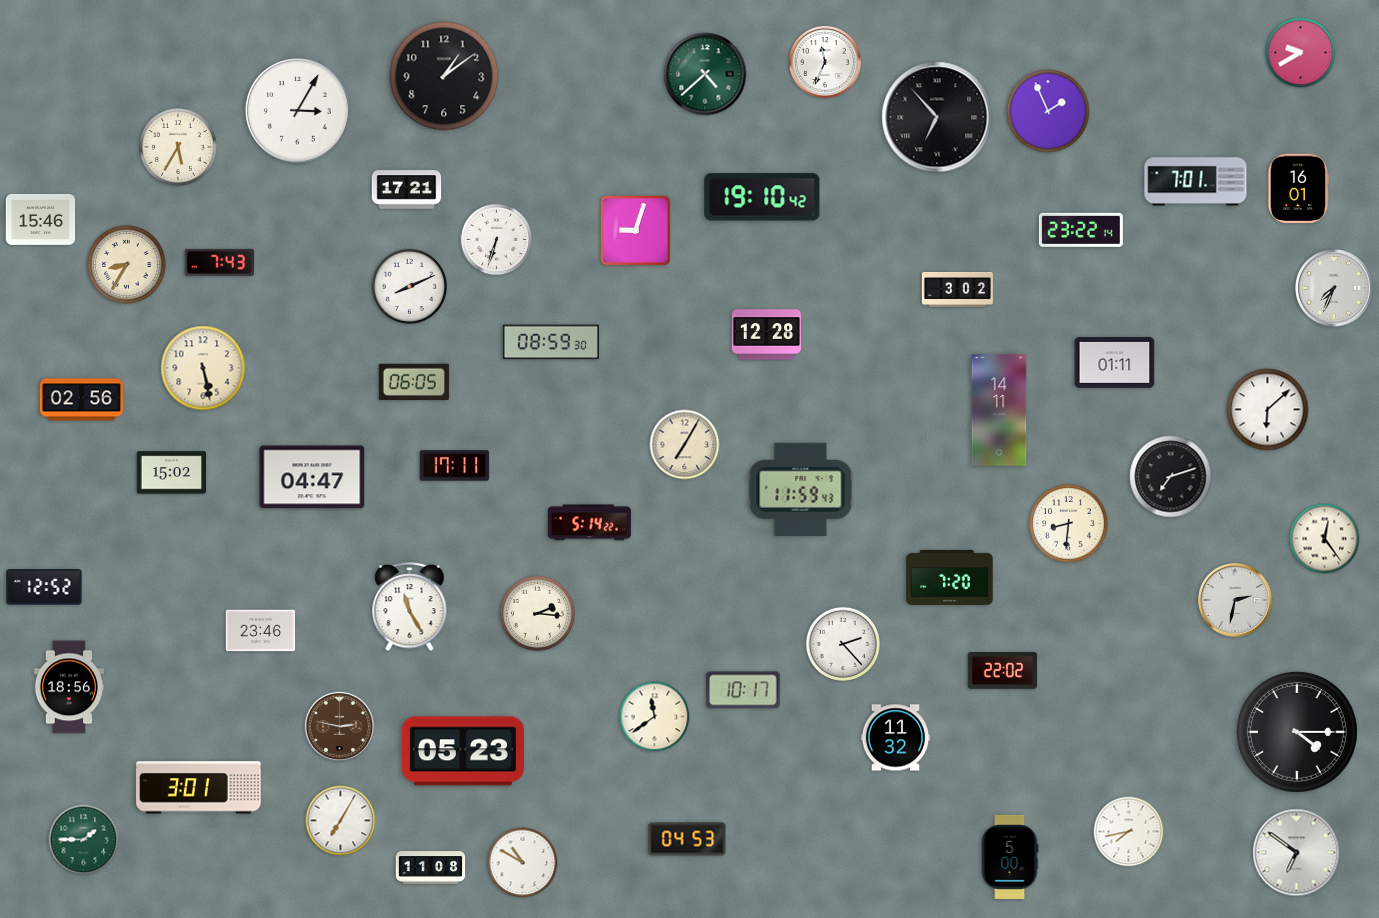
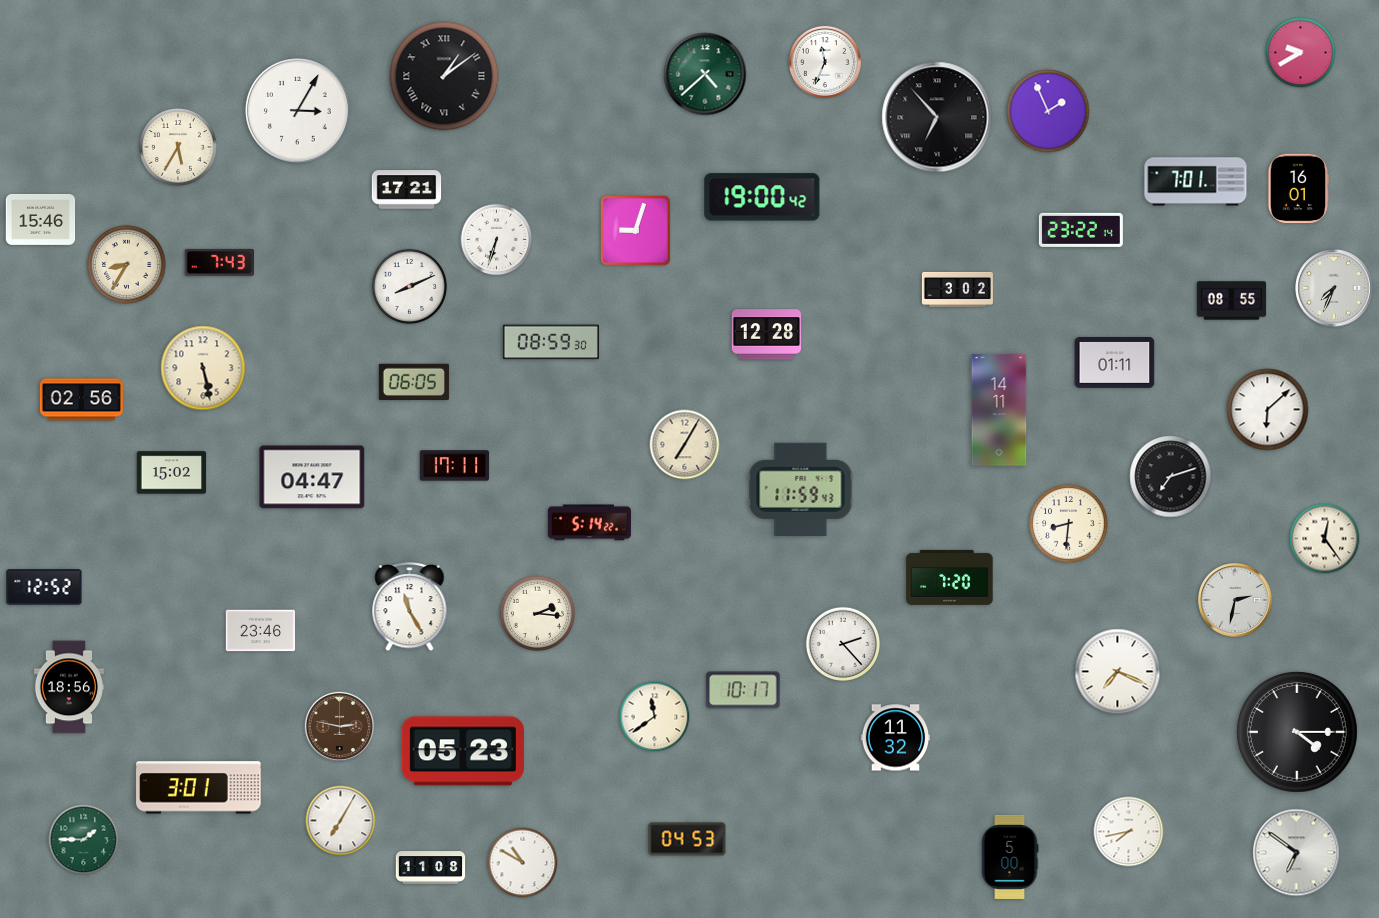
clock at (444, 76) numerals: Arabic -> Roman
clock at (762, 197): 19:10 -> 19:00
clock at (1232, 301): none -> 08:55
clock at (1003, 671): 22:02 -> none
clock at (1118, 672): none -> 7:19
